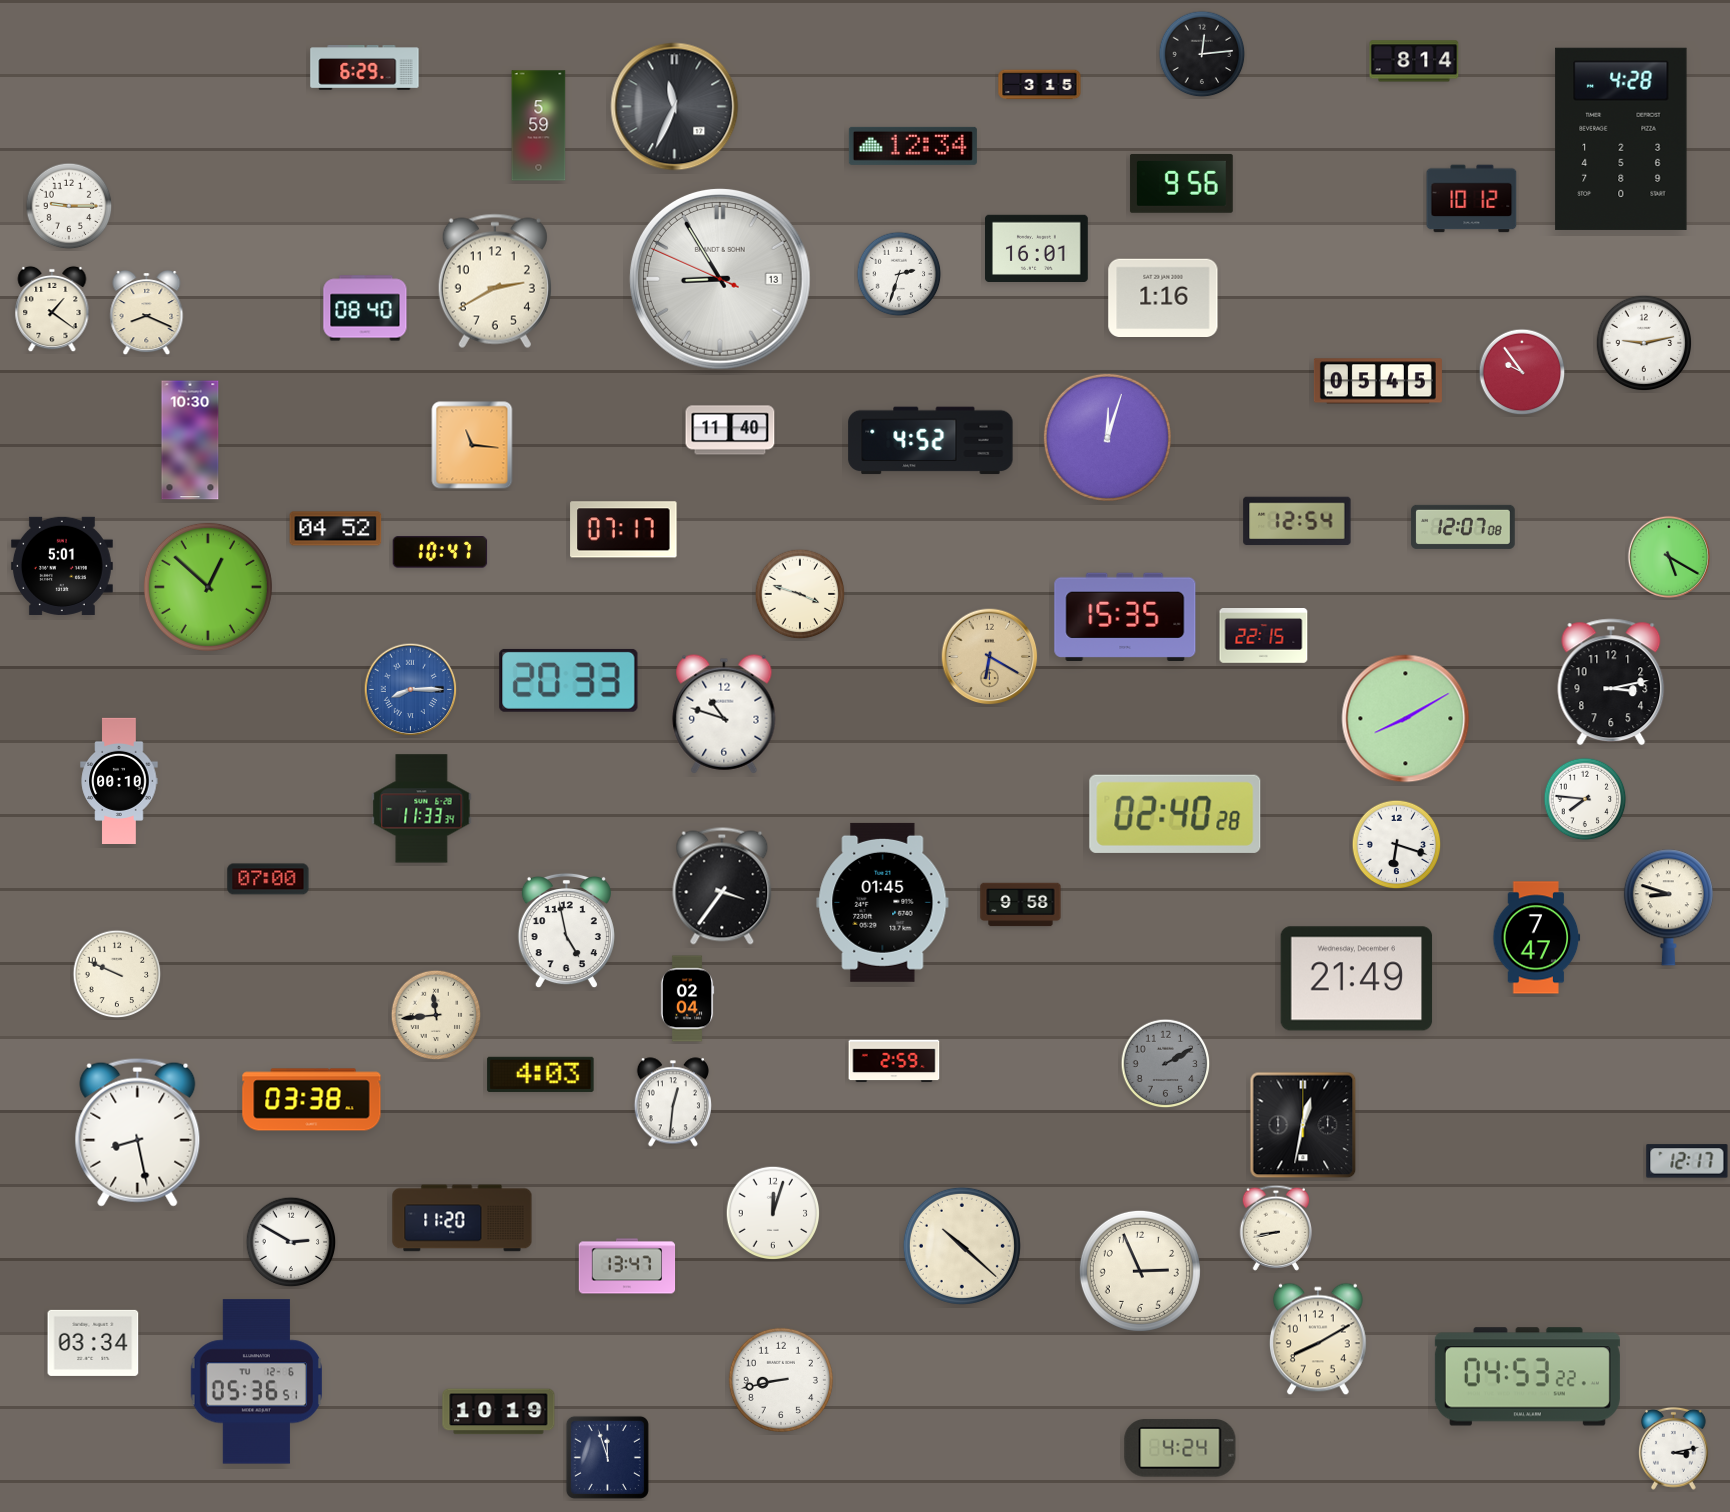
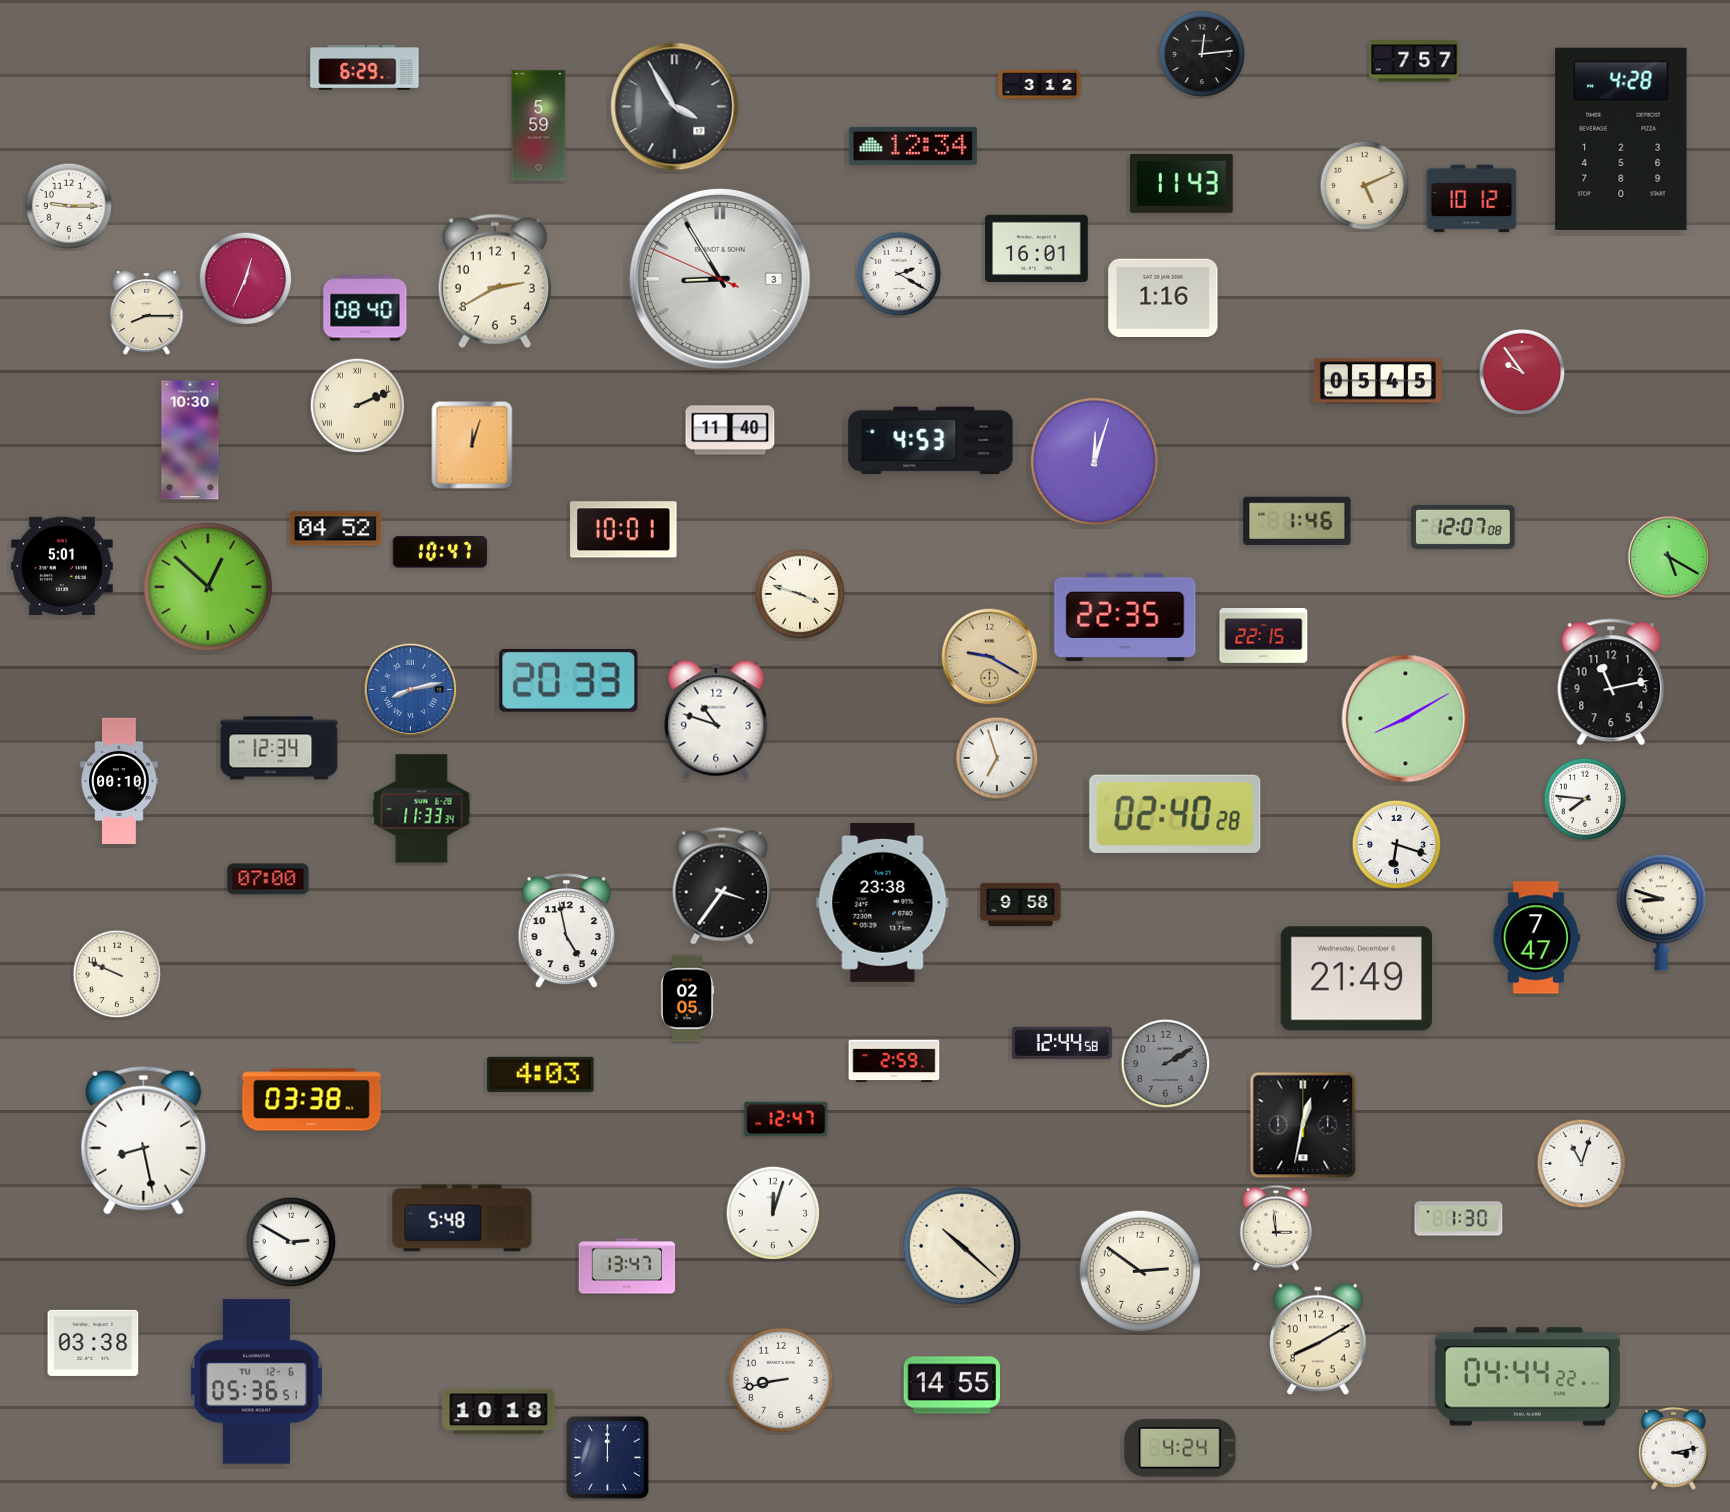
clock at (1414, 61): 8:14 -> 7:57
clock at (1040, 85): 3:15 -> 3:12
clock at (675, 107): 11:34 -> 3:55
clock at (1181, 183): 9:56 -> 11:43
clock at (1365, 186): none -> 5:11
clock at (899, 274): 2:33 -> 2:20
clock at (246, 279): none -> 12:34
clock at (720, 279) date: 13 -> 3
clock at (52, 309): 1:21 -> none
clock at (147, 314): 8:19 -> 8:15
clock at (1644, 343): 9:13 -> none
clock at (358, 406): none -> 2:11
clock at (1107, 437) position: (1107, 437) -> (1094, 461)
clock at (931, 441): 4:52 -> 4:53
clock at (472, 445): 11:16 -> 12:03
clock at (1297, 521): 12:54 -> 1:46
clock at (624, 530): 07:17 -> 10:01
clock at (1125, 616): 15:35 -> 22:35
clock at (990, 657): 6:20 -> 9:20
clock at (1611, 682): 3:13 -> 11:13
clock at (411, 690): 8:15 -> 8:13
clock at (724, 714) position: (724, 714) -> (716, 720)
clock at (279, 748): none -> 12:34
clock at (997, 758): none -> 6:57
clock at (883, 902): 01:45 -> 23:38
clock at (1668, 908) position: (1668, 908) -> (1661, 913)
clock at (687, 999): 02:04 -> 02:05
clock at (436, 1015): 11:44 -> none
clock at (1062, 1043): none -> 12:44
clock at (673, 1102): 12:31 -> none
clock at (786, 1119): none -> 12:47
clock at (138, 1132) position: (138, 1132) -> (144, 1140)
clock at (1687, 1161): 12:17 -> none
clock at (1582, 1164): none -> 11:03
clock at (462, 1218): 11:20 -> 5:48
clock at (1459, 1219): none -> 1:30
clock at (1275, 1228): 8:43 -> 2:59
clock at (1140, 1271): 2:56 -> 2:51
clock at (93, 1343): 03:34 -> 03:38
clock at (1527, 1377): 04:53 -> 04:44
clock at (951, 1385): none -> 14:55
clock at (499, 1412): 10:19 -> 10:18
clock at (607, 1457): 11:57 -> 12:00
